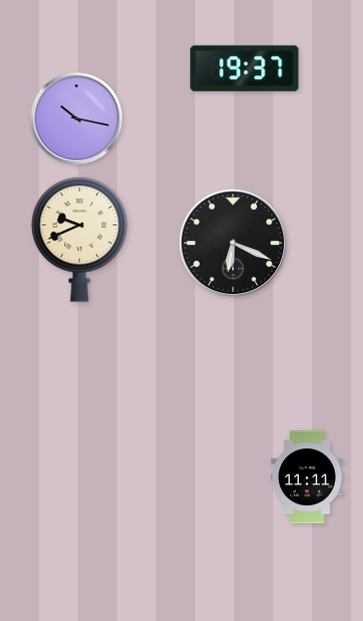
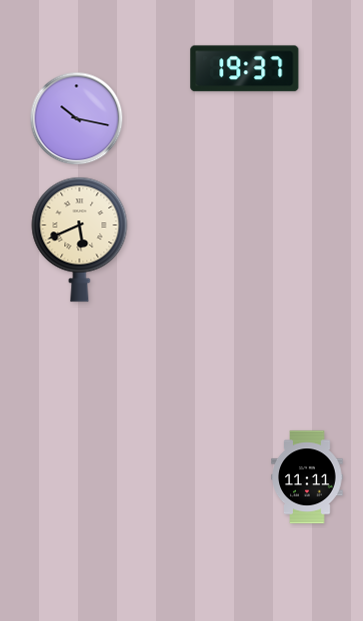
clock at (80, 239): 9:41 -> 5:41
clock at (233, 243): 6:19 -> none
